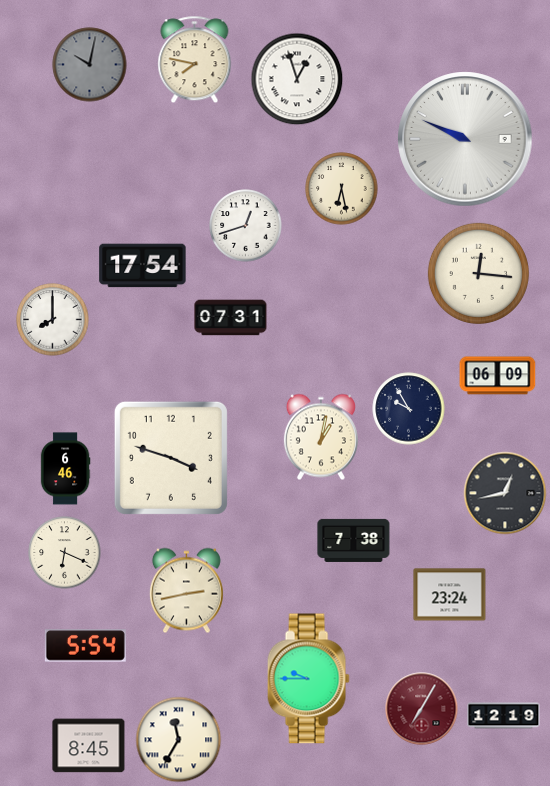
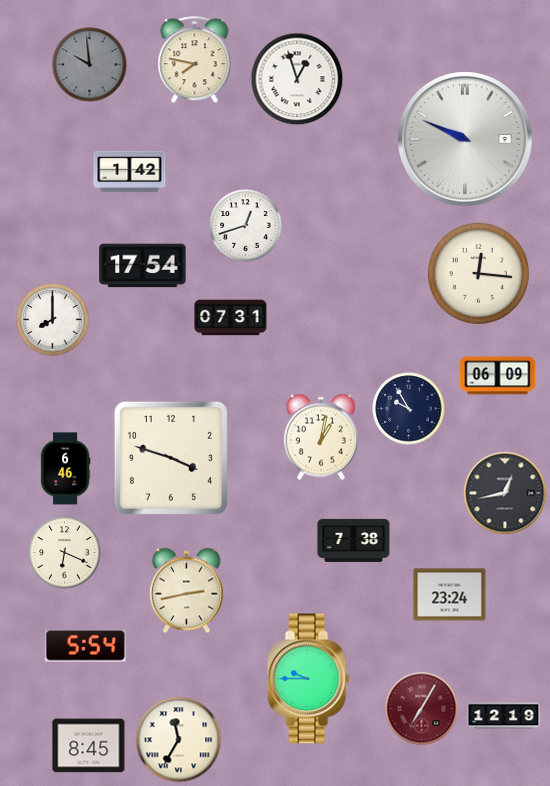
clock at (90, 65): 10:02 -> 9:59
clock at (130, 172): none -> 1:42
clock at (342, 189): 6:28 -> none
